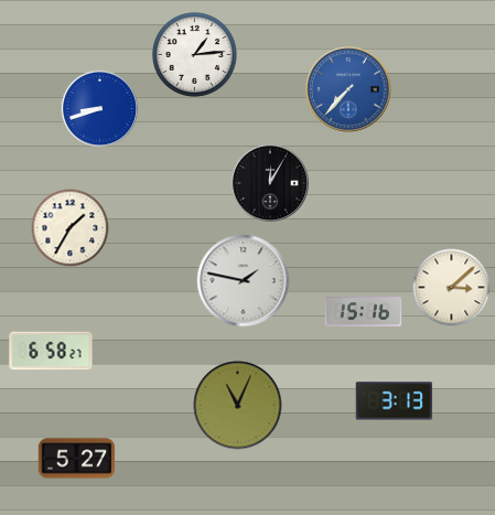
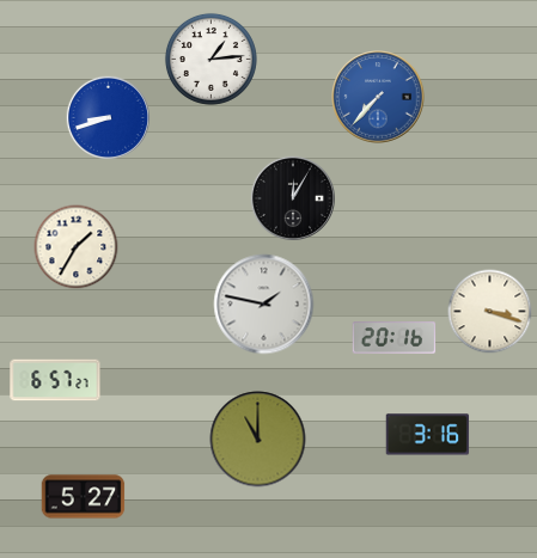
clock at (452, 288): 3:08 -> 3:18
clock at (364, 312): 15:16 -> 20:16
clock at (51, 351): 6:58 -> 6:57
clock at (395, 401): 3:13 -> 3:16
clock at (238, 406): 11:04 -> 11:00
